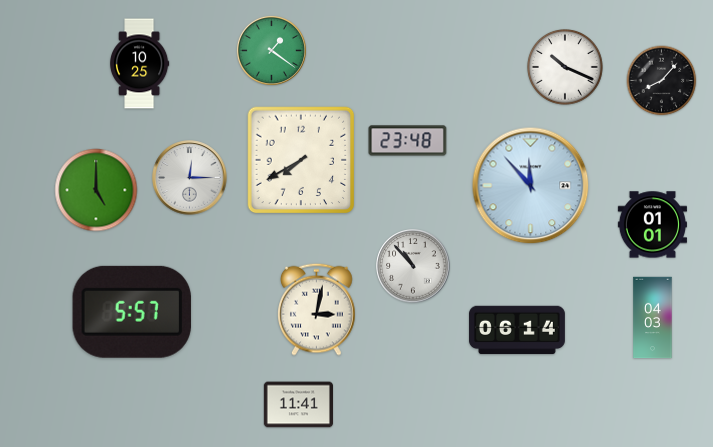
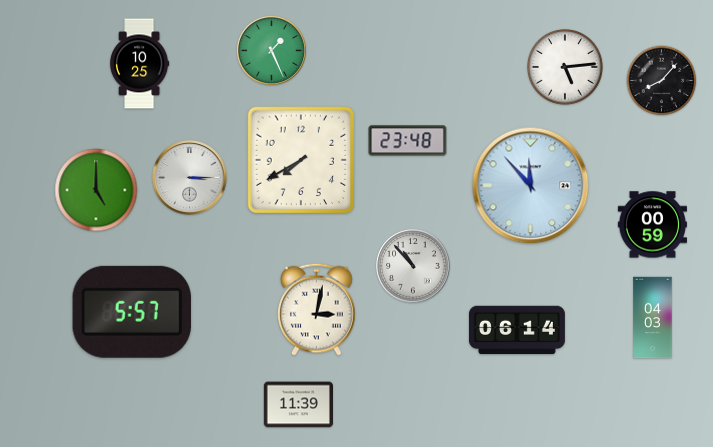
clock at (271, 50): 1:21 -> 1:26
clock at (566, 68): 10:19 -> 5:14
clock at (190, 178): 12:15 -> 3:15
clock at (652, 225): 01:01 -> 00:59
clock at (298, 405): 11:41 -> 11:39
